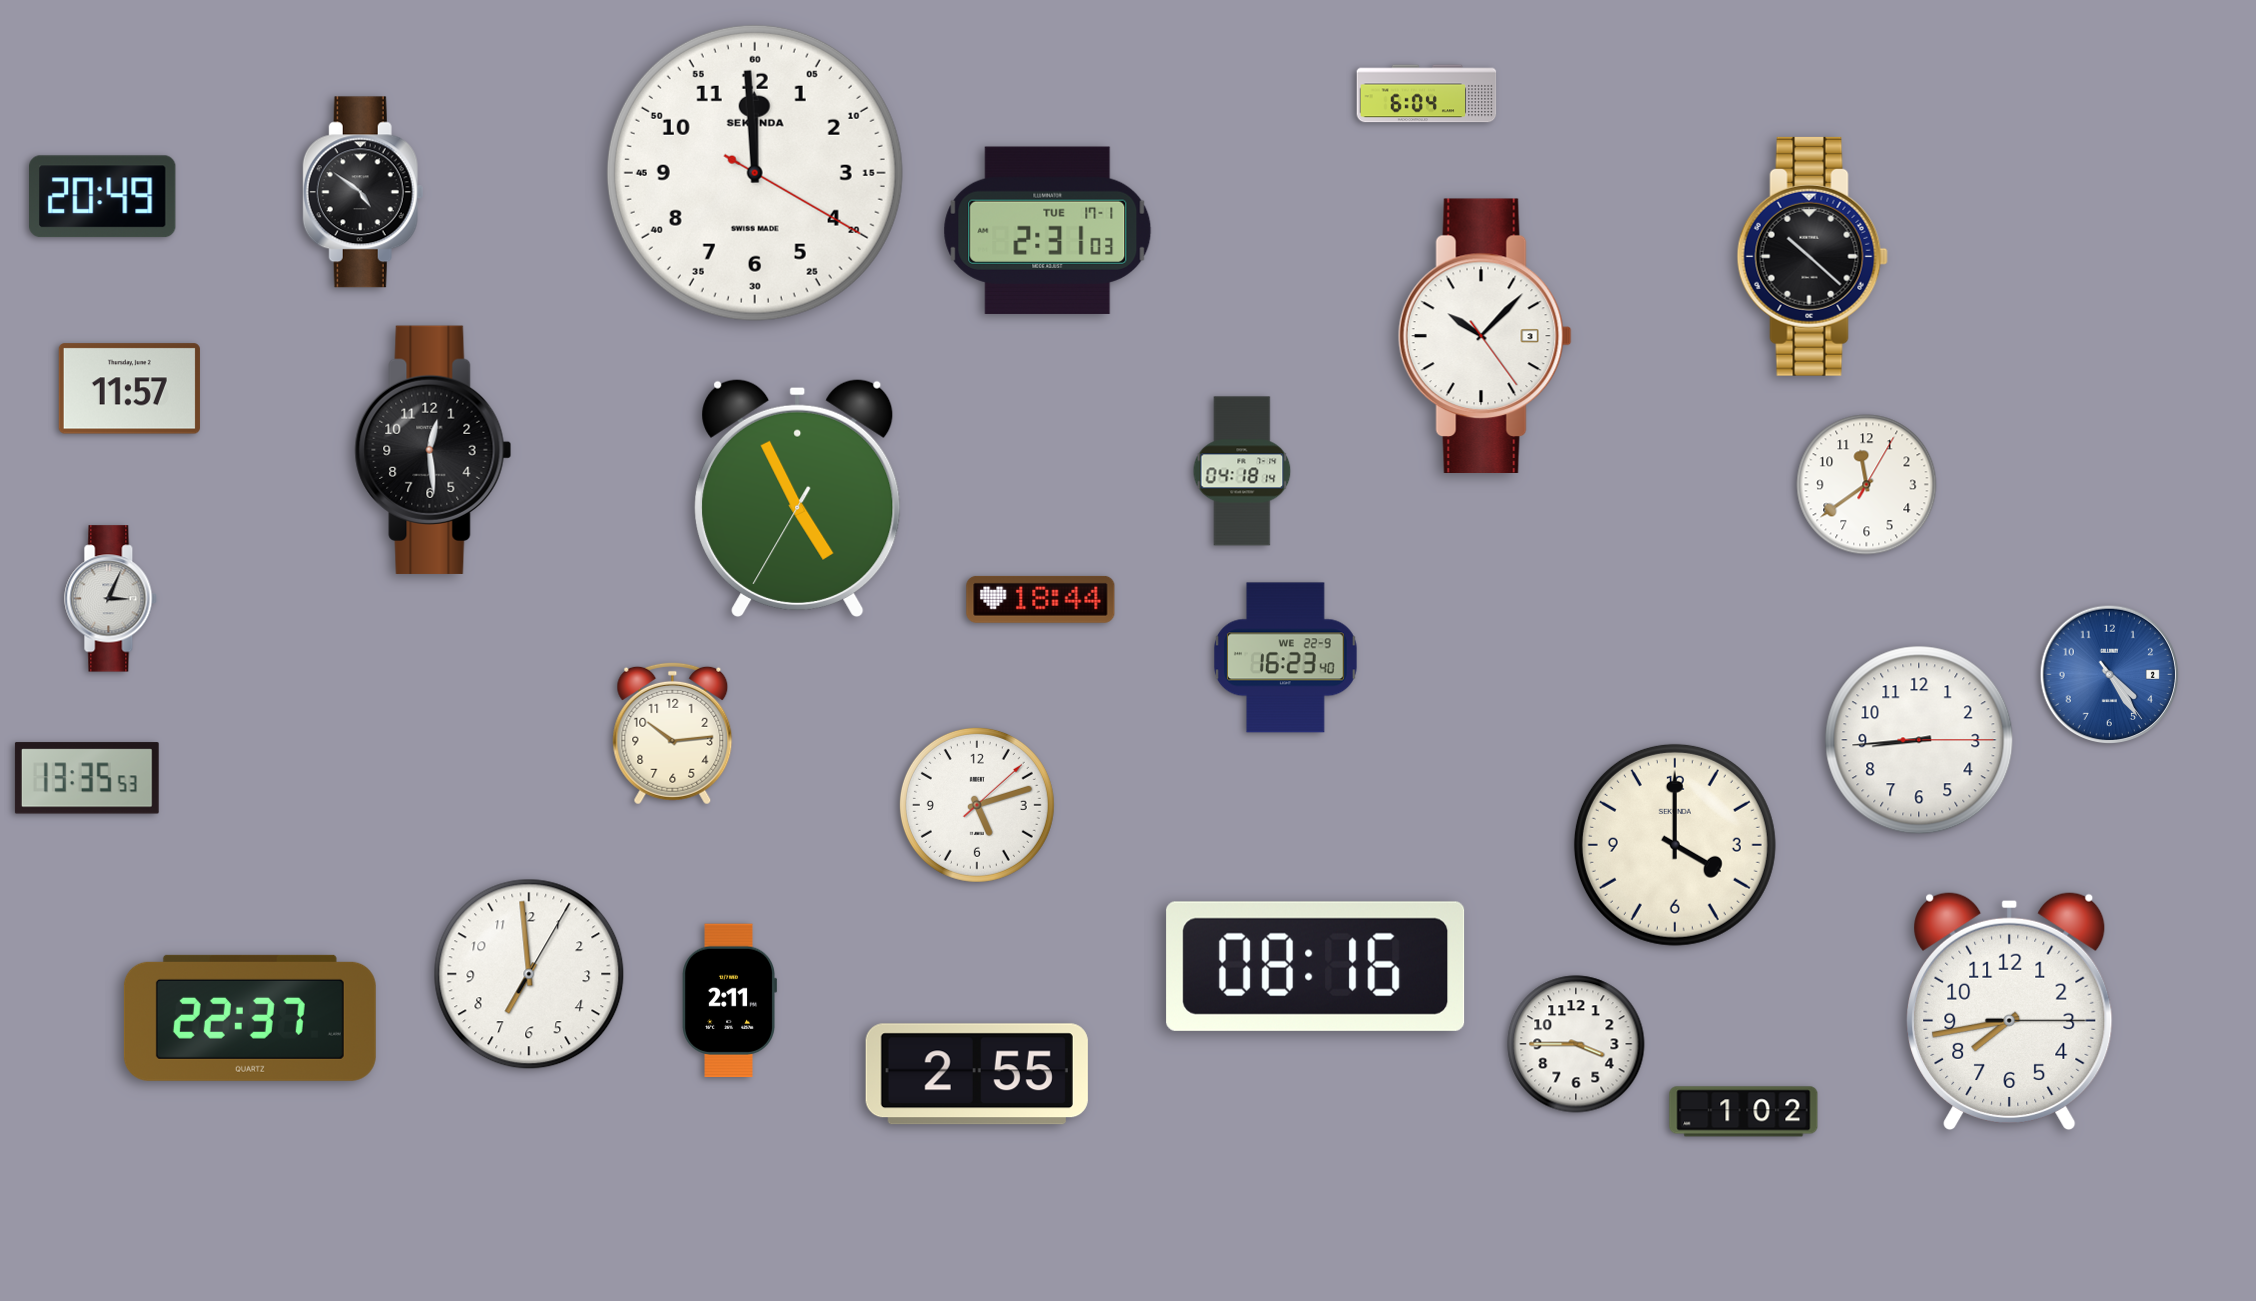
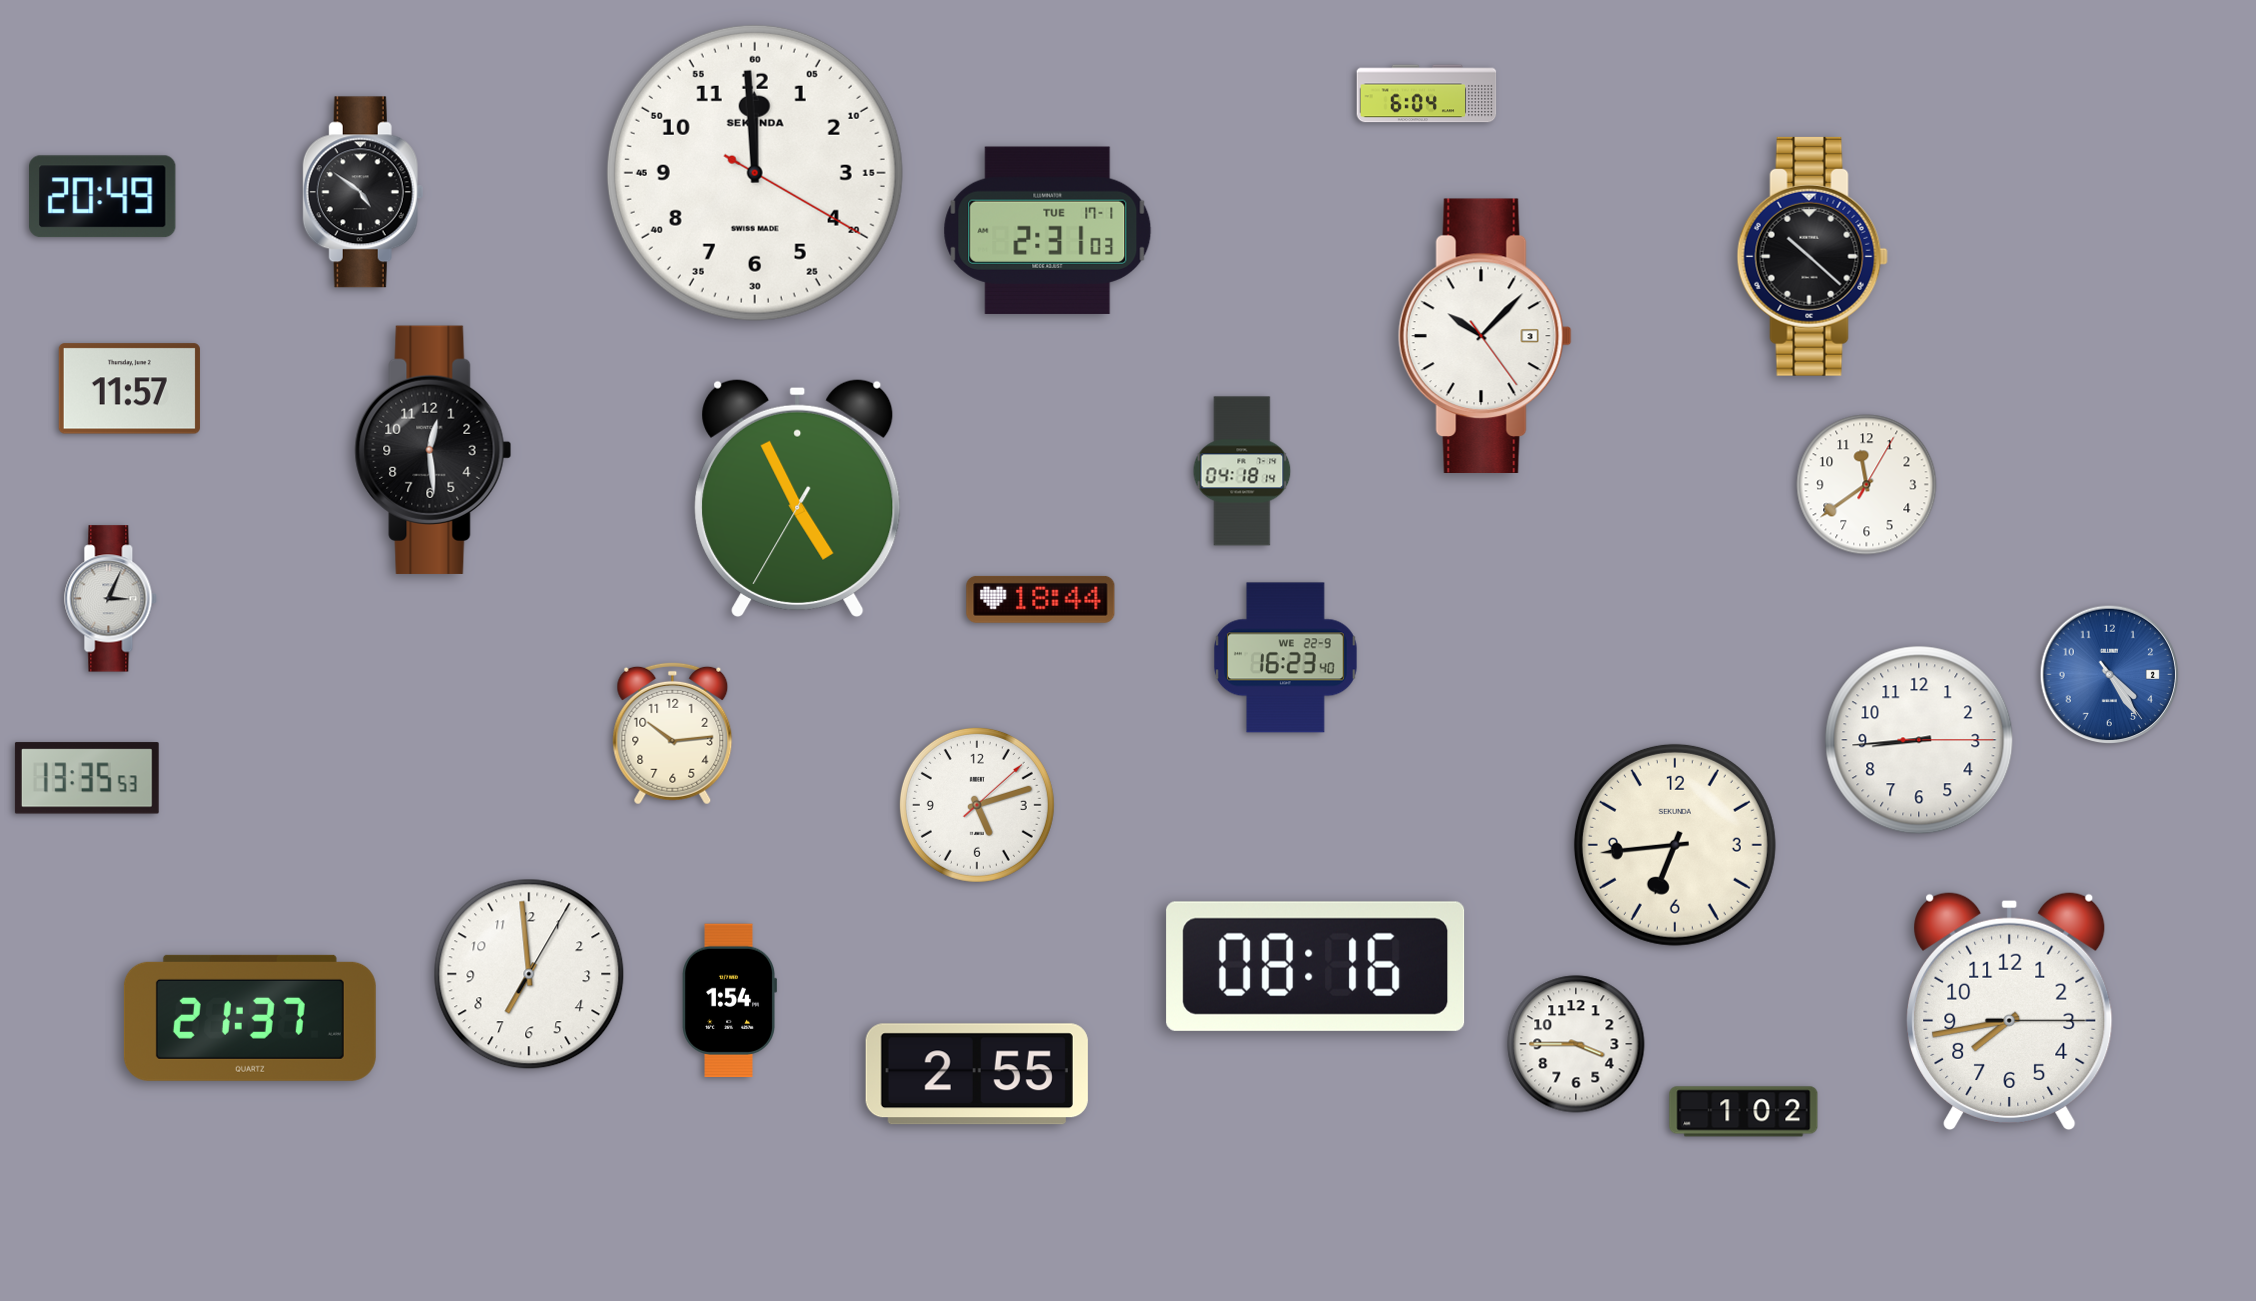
clock at (1675, 845): 4:00 -> 6:44
clock at (729, 1001): 2:11 -> 1:54
clock at (250, 1018): 22:37 -> 21:37
